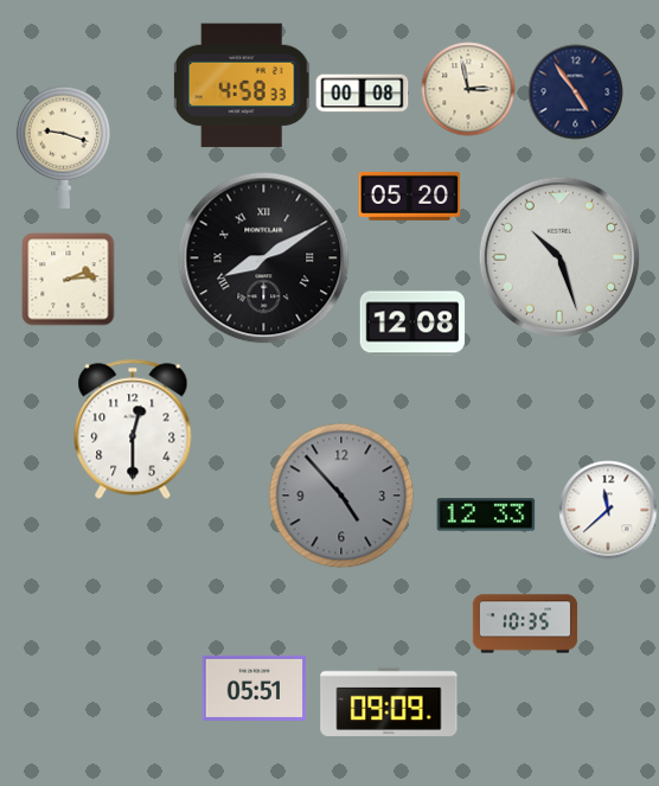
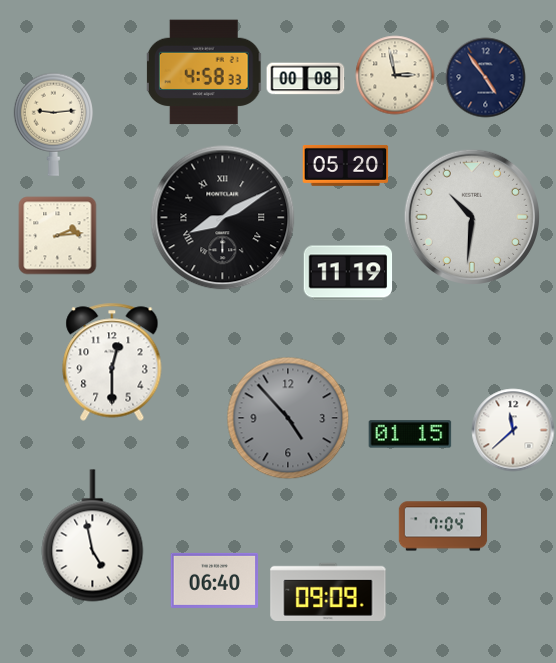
clock at (63, 147): 9:18 -> 9:14
clock at (559, 257): 10:27 -> 10:31
clock at (412, 324): 12:08 -> 11:19
clock at (486, 515): 12:33 -> 01:15
clock at (525, 624): 10:35 -> 7:04
clock at (93, 536): none -> 4:58
clock at (254, 688): 05:51 -> 06:40
